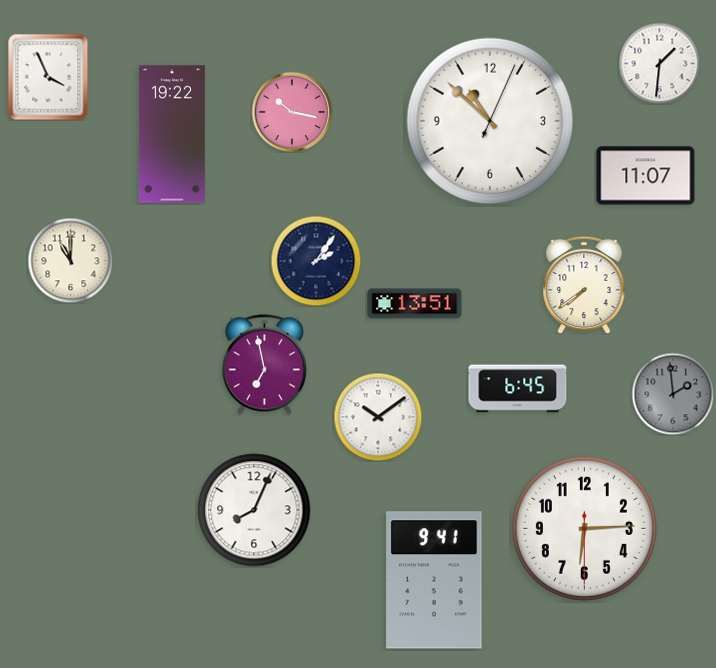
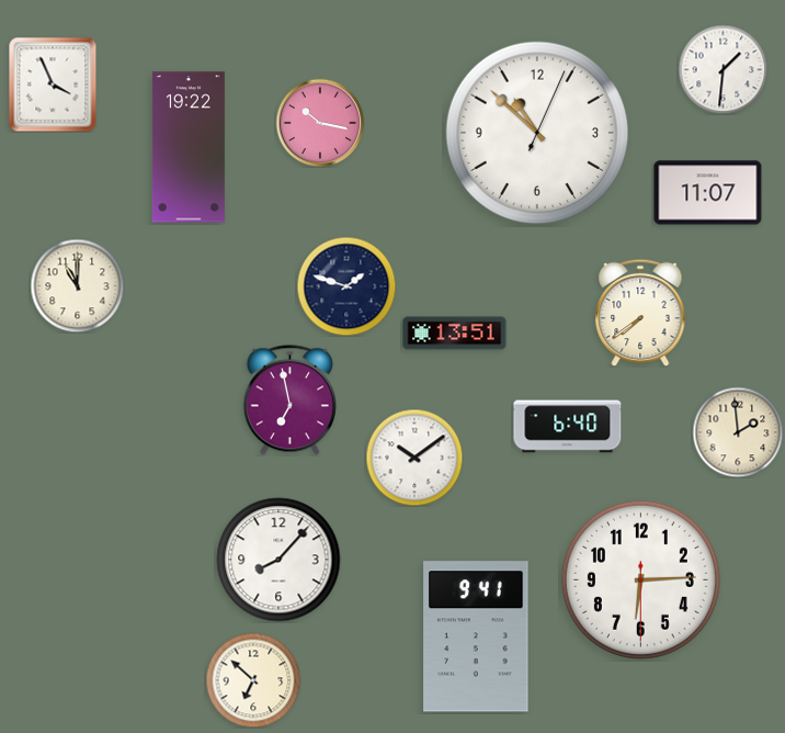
clock at (316, 261): 2:06 -> 1:48
clock at (518, 389): 6:45 -> 6:40
clock at (673, 394) dial: grey -> cream
clock at (254, 510): 8:04 -> 8:07
clock at (253, 680): none -> 6:52
